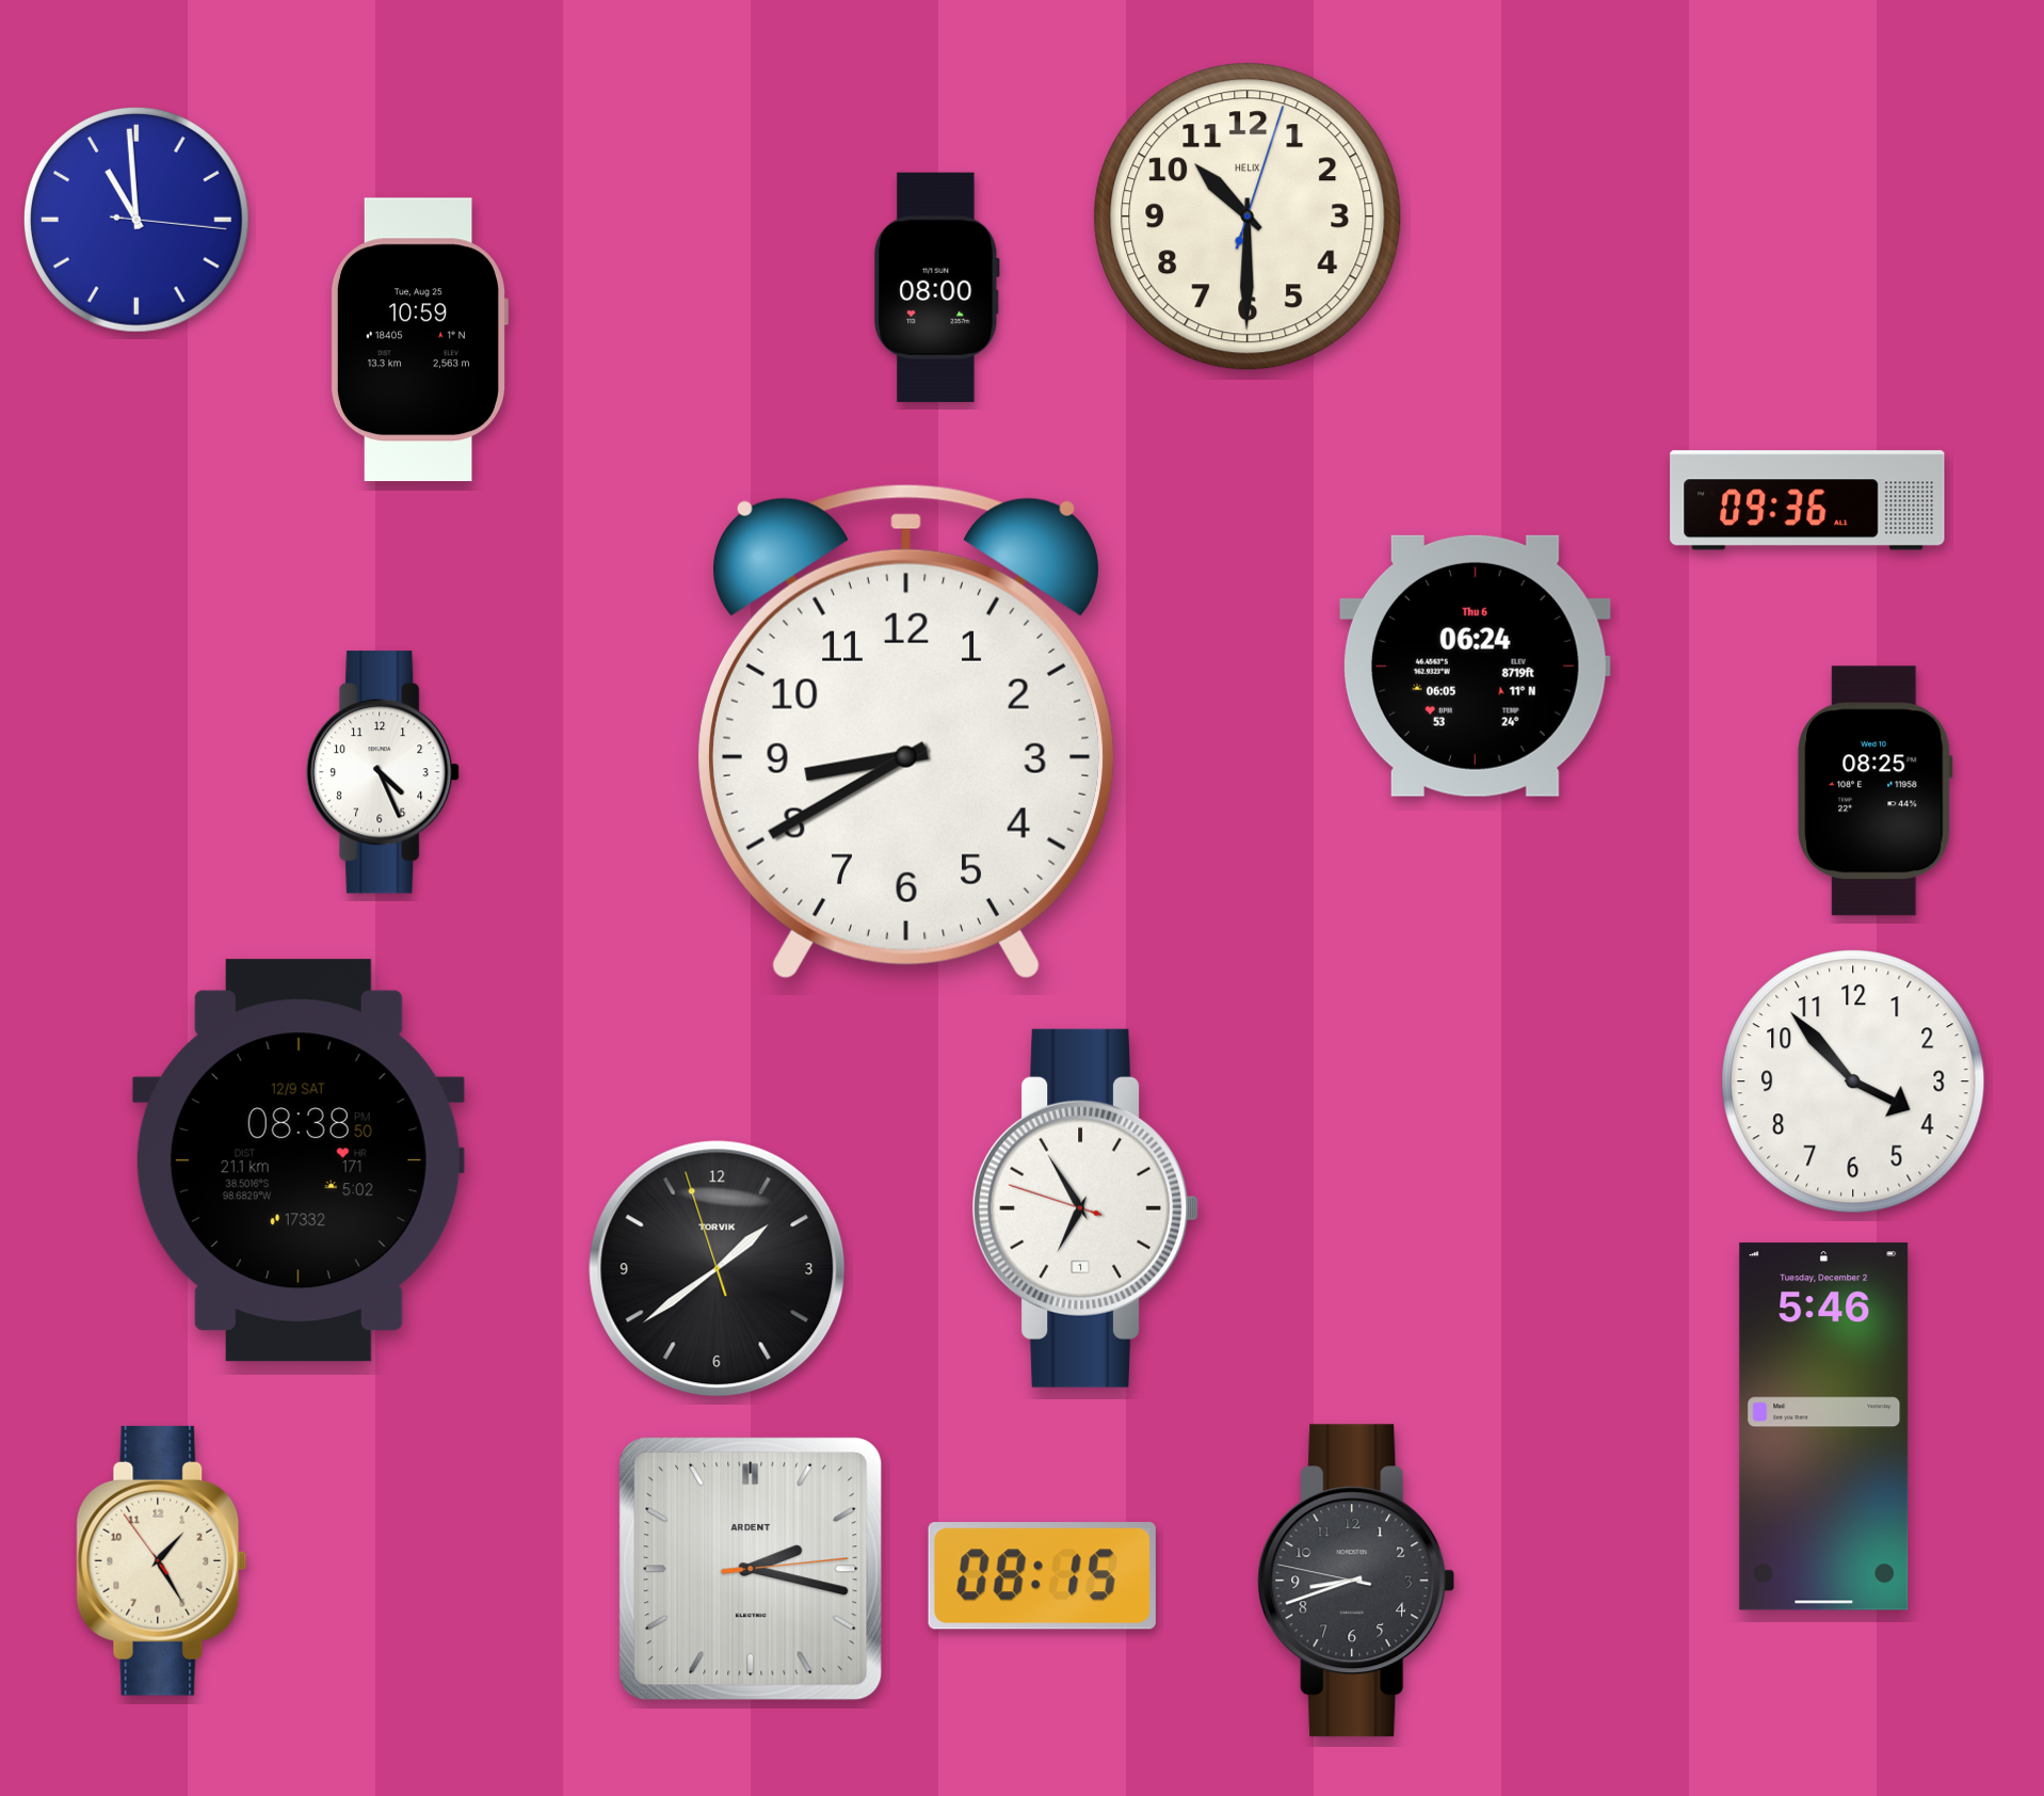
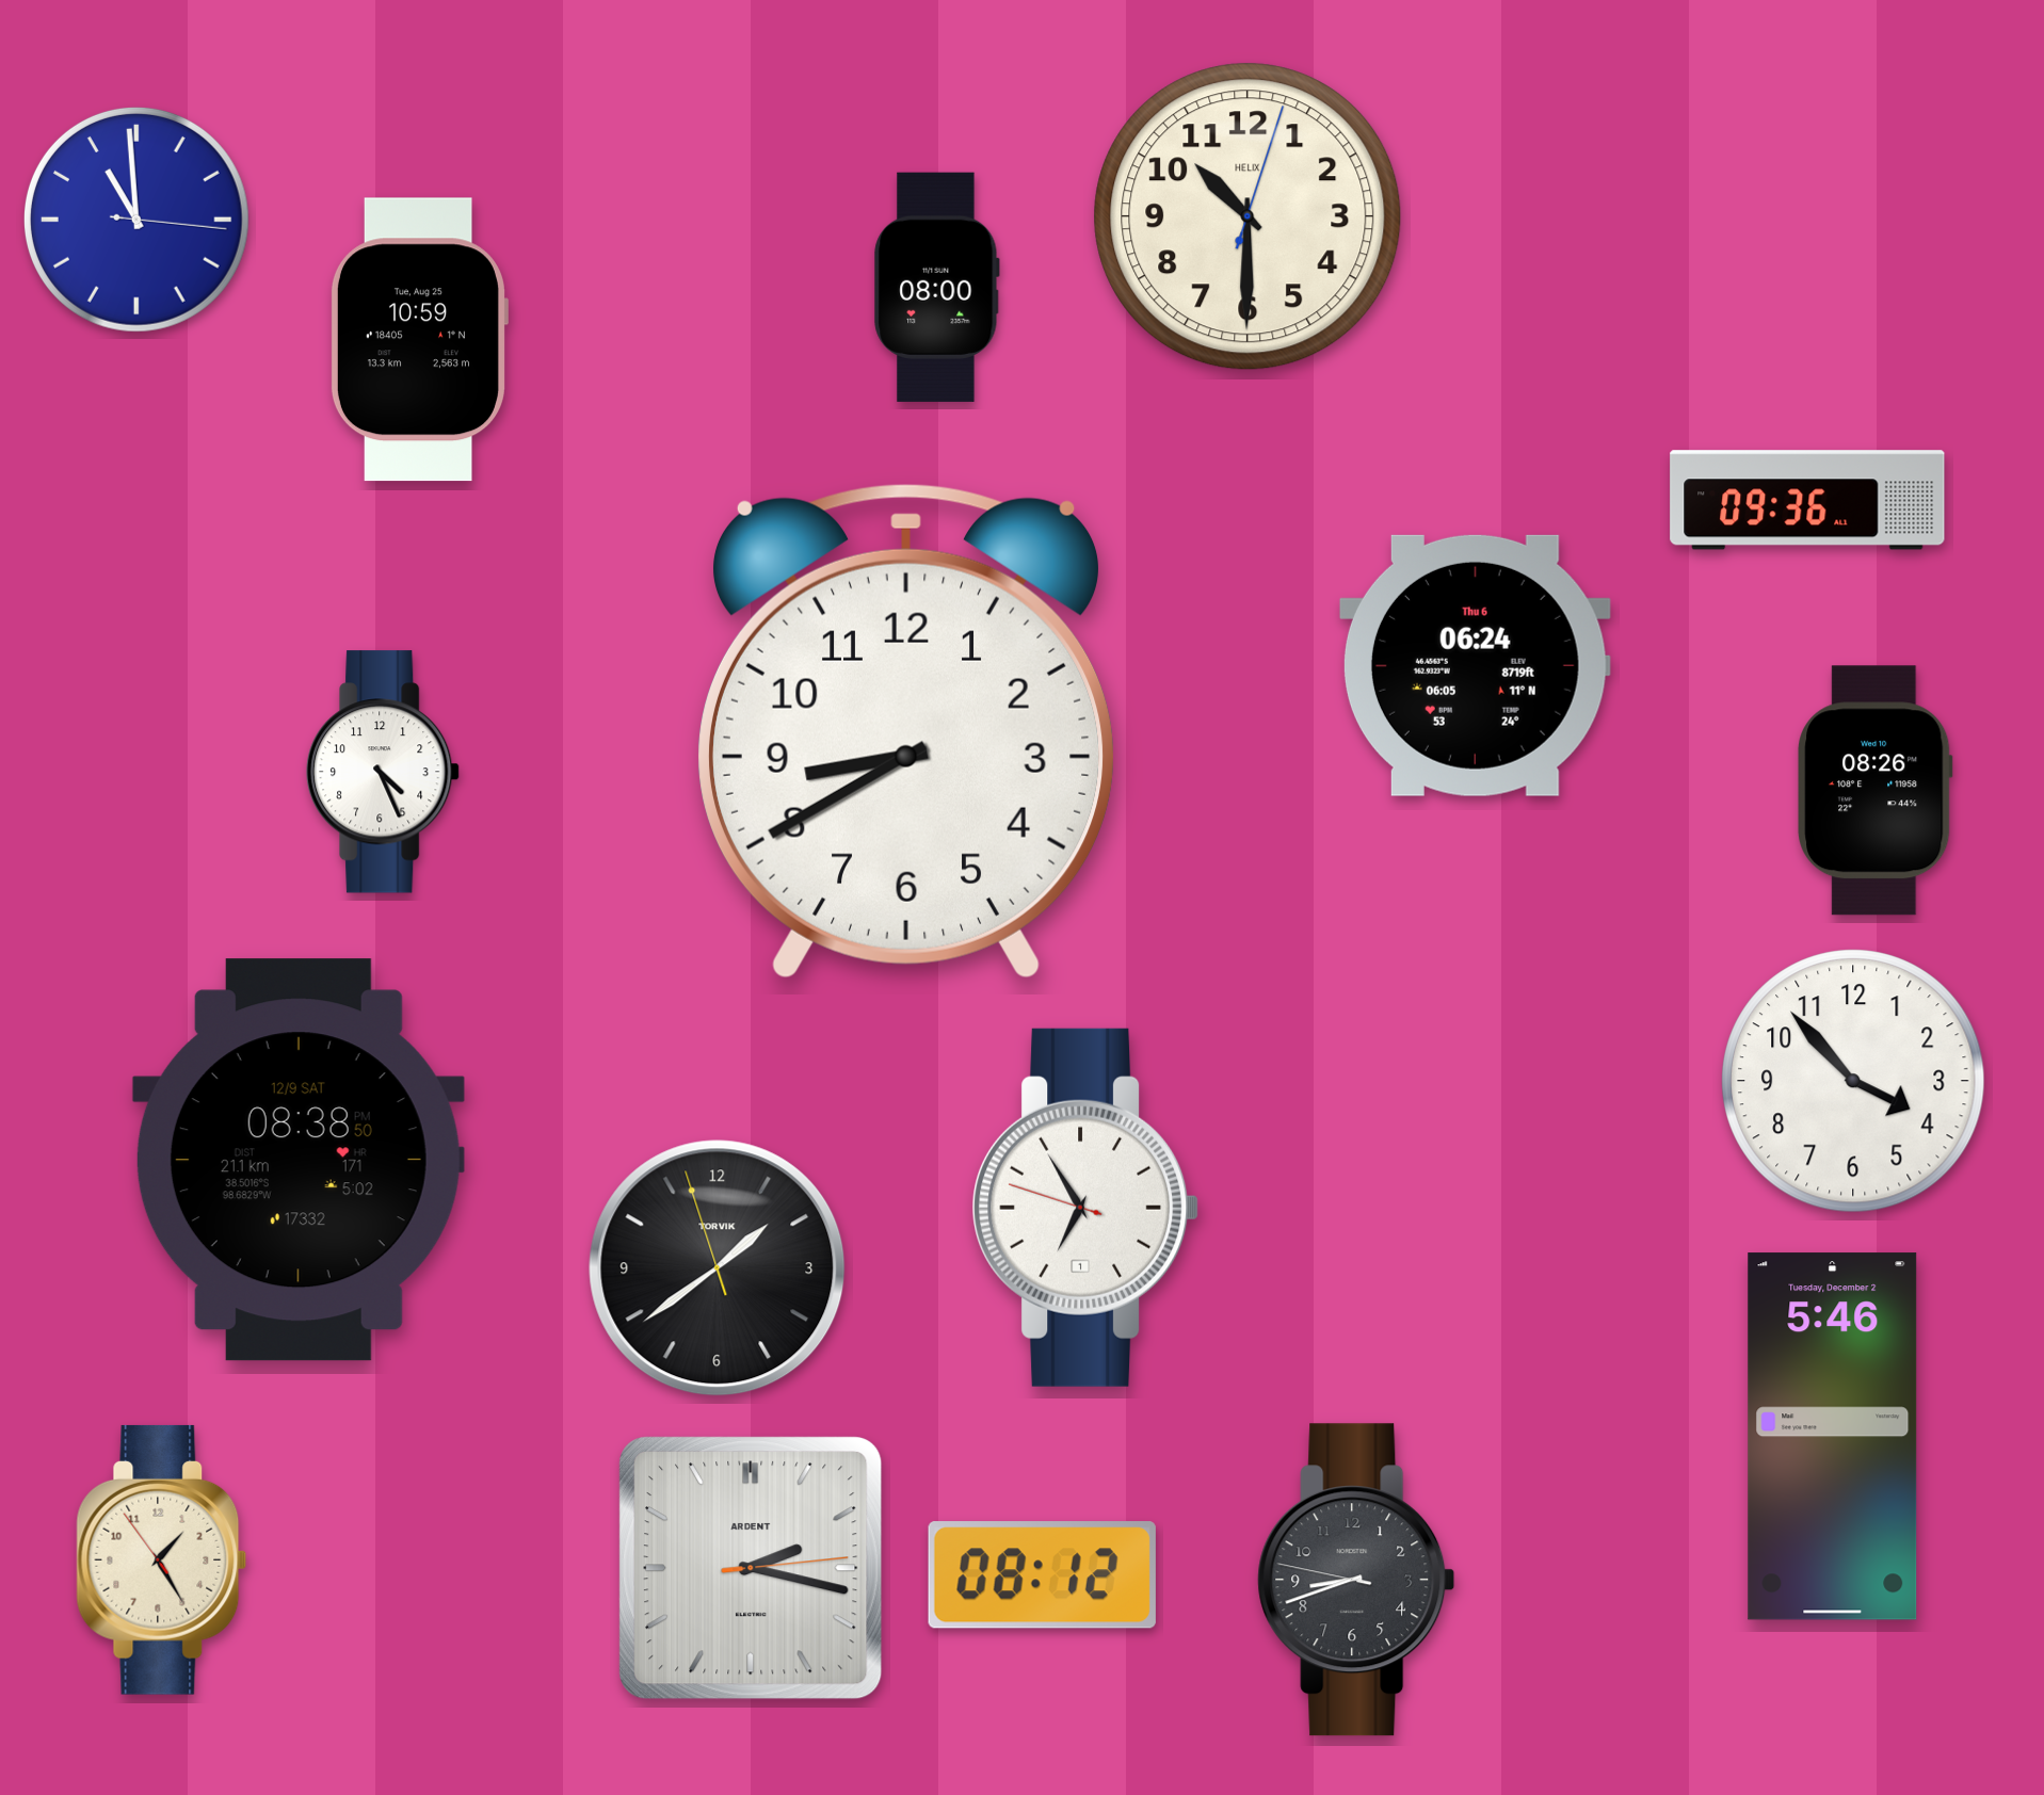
clock at (1876, 791): 08:25 -> 08:26
clock at (1824, 1427) position: (1824, 1427) -> (1833, 1437)
clock at (1042, 1576): 08:15 -> 08:12
